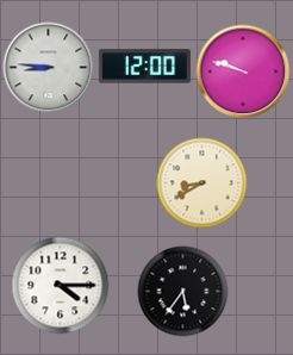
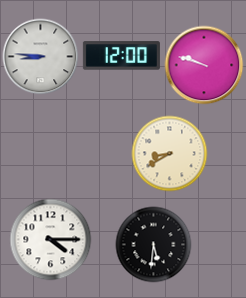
clock at (243, 71) position: (243, 71) -> (204, 65)
clock at (183, 292): 5:36 -> 5:31
